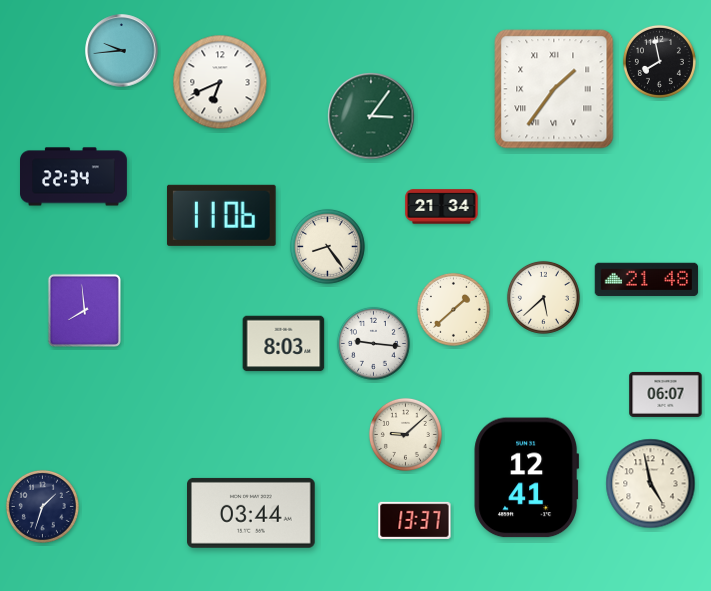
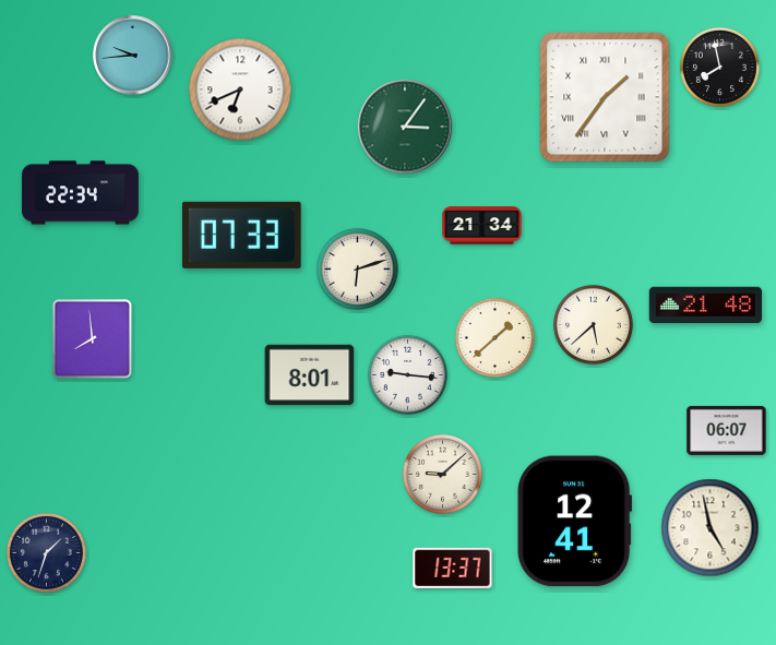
clock at (221, 215): 11:06 -> 07:33
clock at (327, 246): 8:24 -> 6:12
clock at (284, 344): 8:03 -> 8:01
clock at (252, 513): 03:44 -> none
